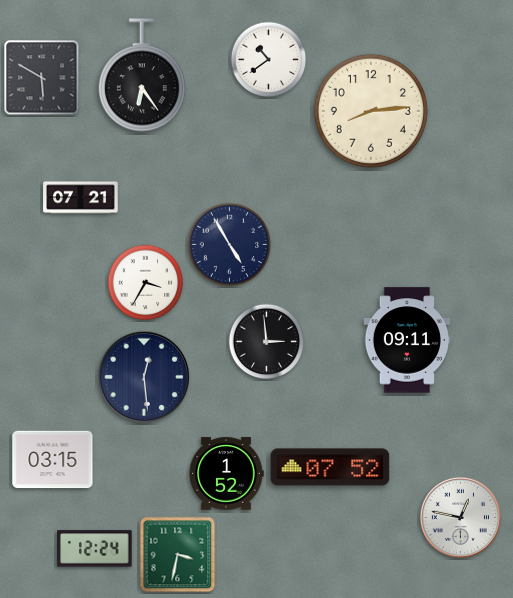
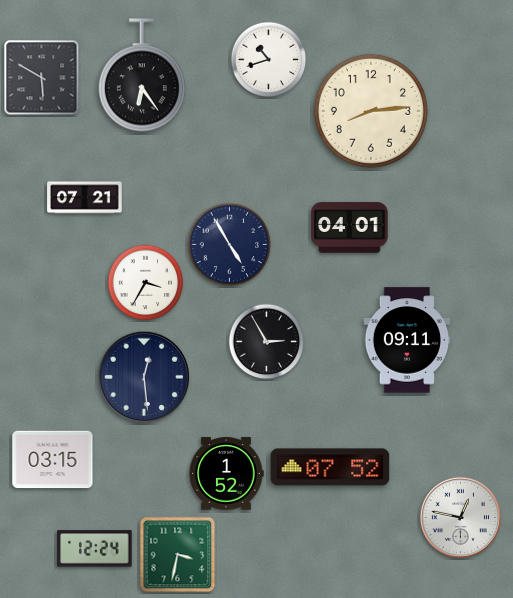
clock at (269, 60): 10:39 -> 10:42
clock at (81, 198) position: (81, 198) -> (85, 198)
clock at (350, 228): none -> 04:01
clock at (267, 342): 2:59 -> 2:55
